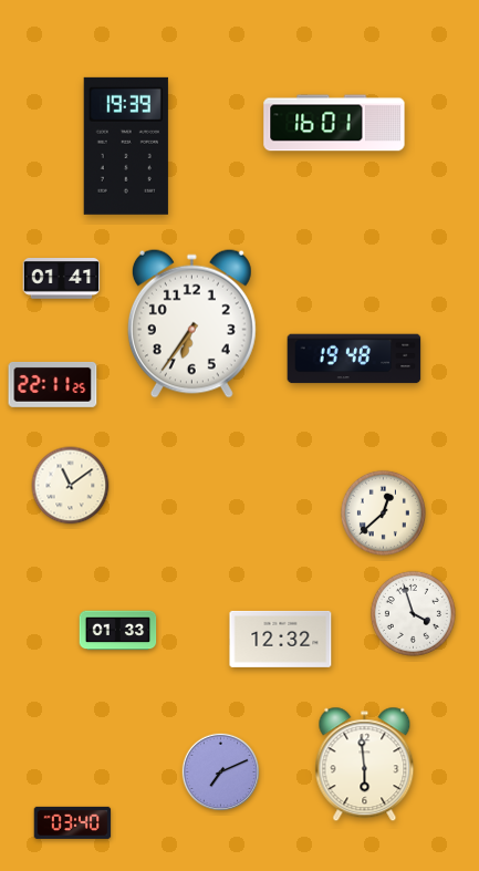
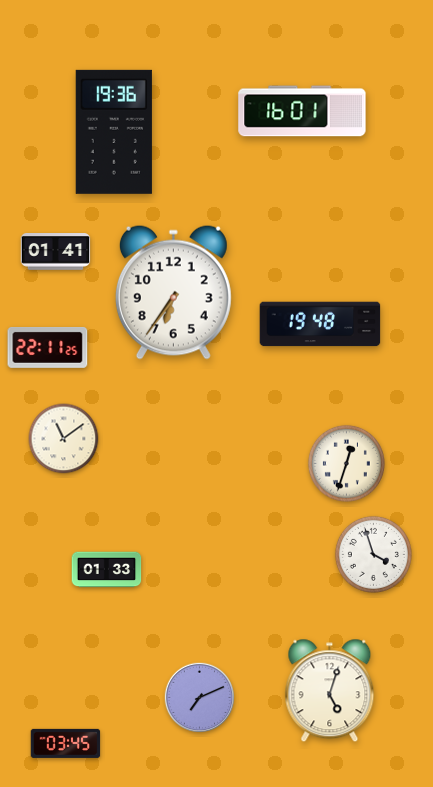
clock at (126, 146): 19:39 -> 19:36
clock at (383, 512): 12:38 -> 12:33
clock at (281, 639): 12:32 -> none
clock at (365, 765): 5:59 -> 5:03
clock at (73, 822): 03:40 -> 03:45
